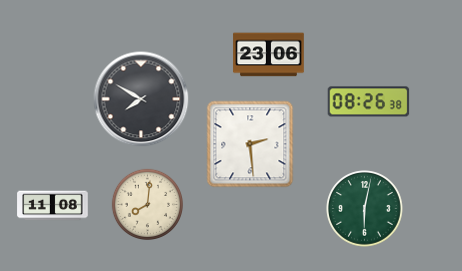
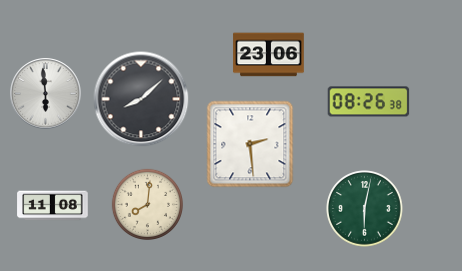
clock at (46, 94): none -> 5:59
clock at (141, 99): 7:50 -> 8:08
